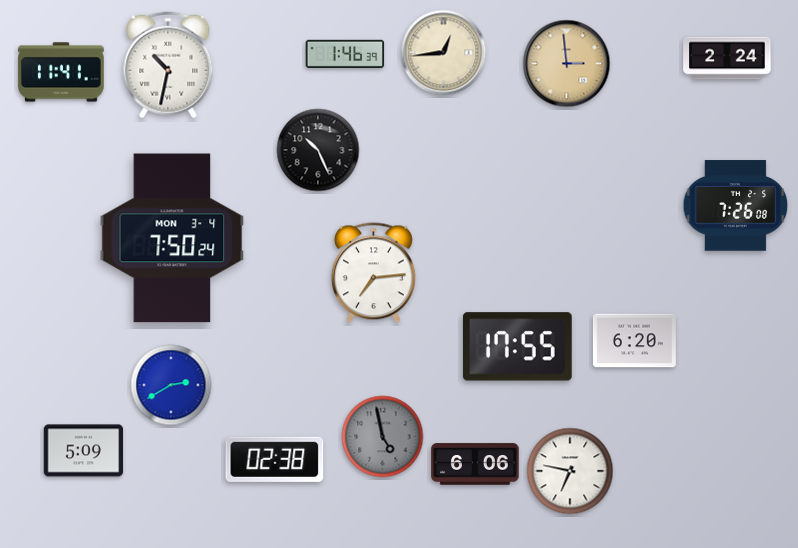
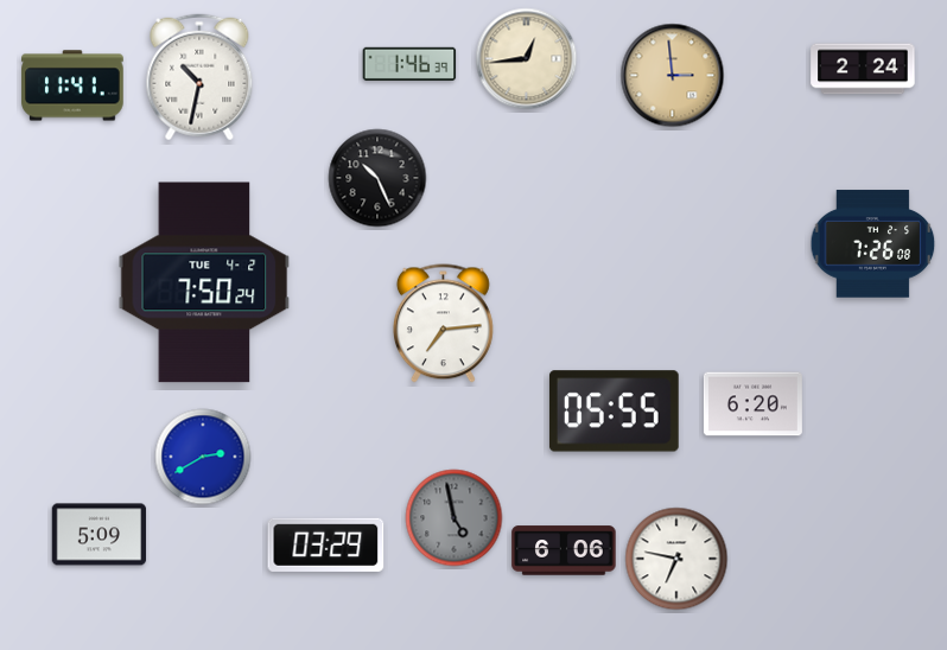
clock at (444, 53) position: (444, 53) -> (527, 59)
clock at (172, 238) date: MON 3-4 -> TUE 4-2
clock at (517, 347): 17:55 -> 05:55
clock at (275, 459): 02:38 -> 03:29
